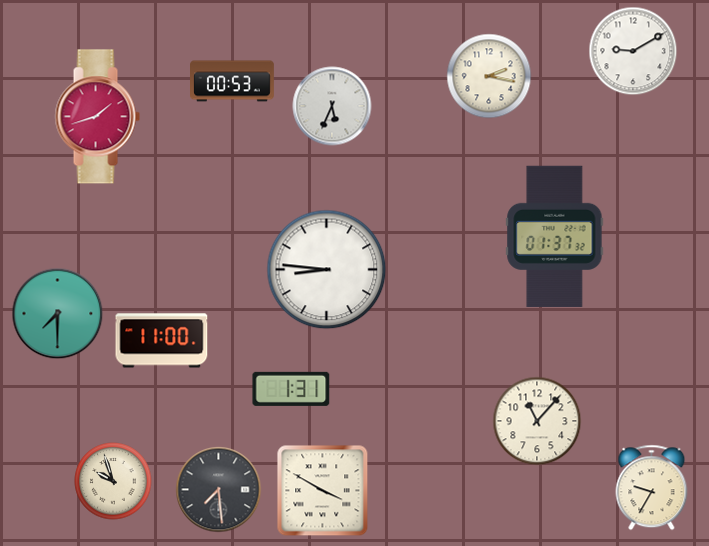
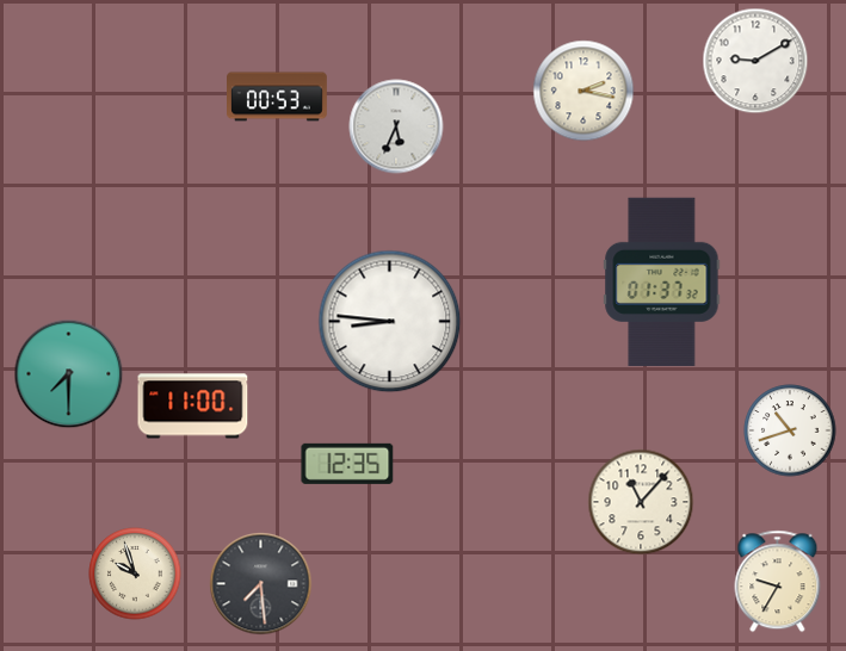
clock at (97, 117): 1:42 -> none
clock at (790, 430): none -> 10:42
clock at (291, 389): 1:31 -> 12:35
clock at (323, 491): 3:50 -> none
